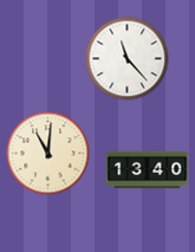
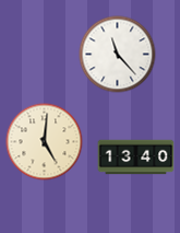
clock at (48, 154): 11:01 -> 5:01
